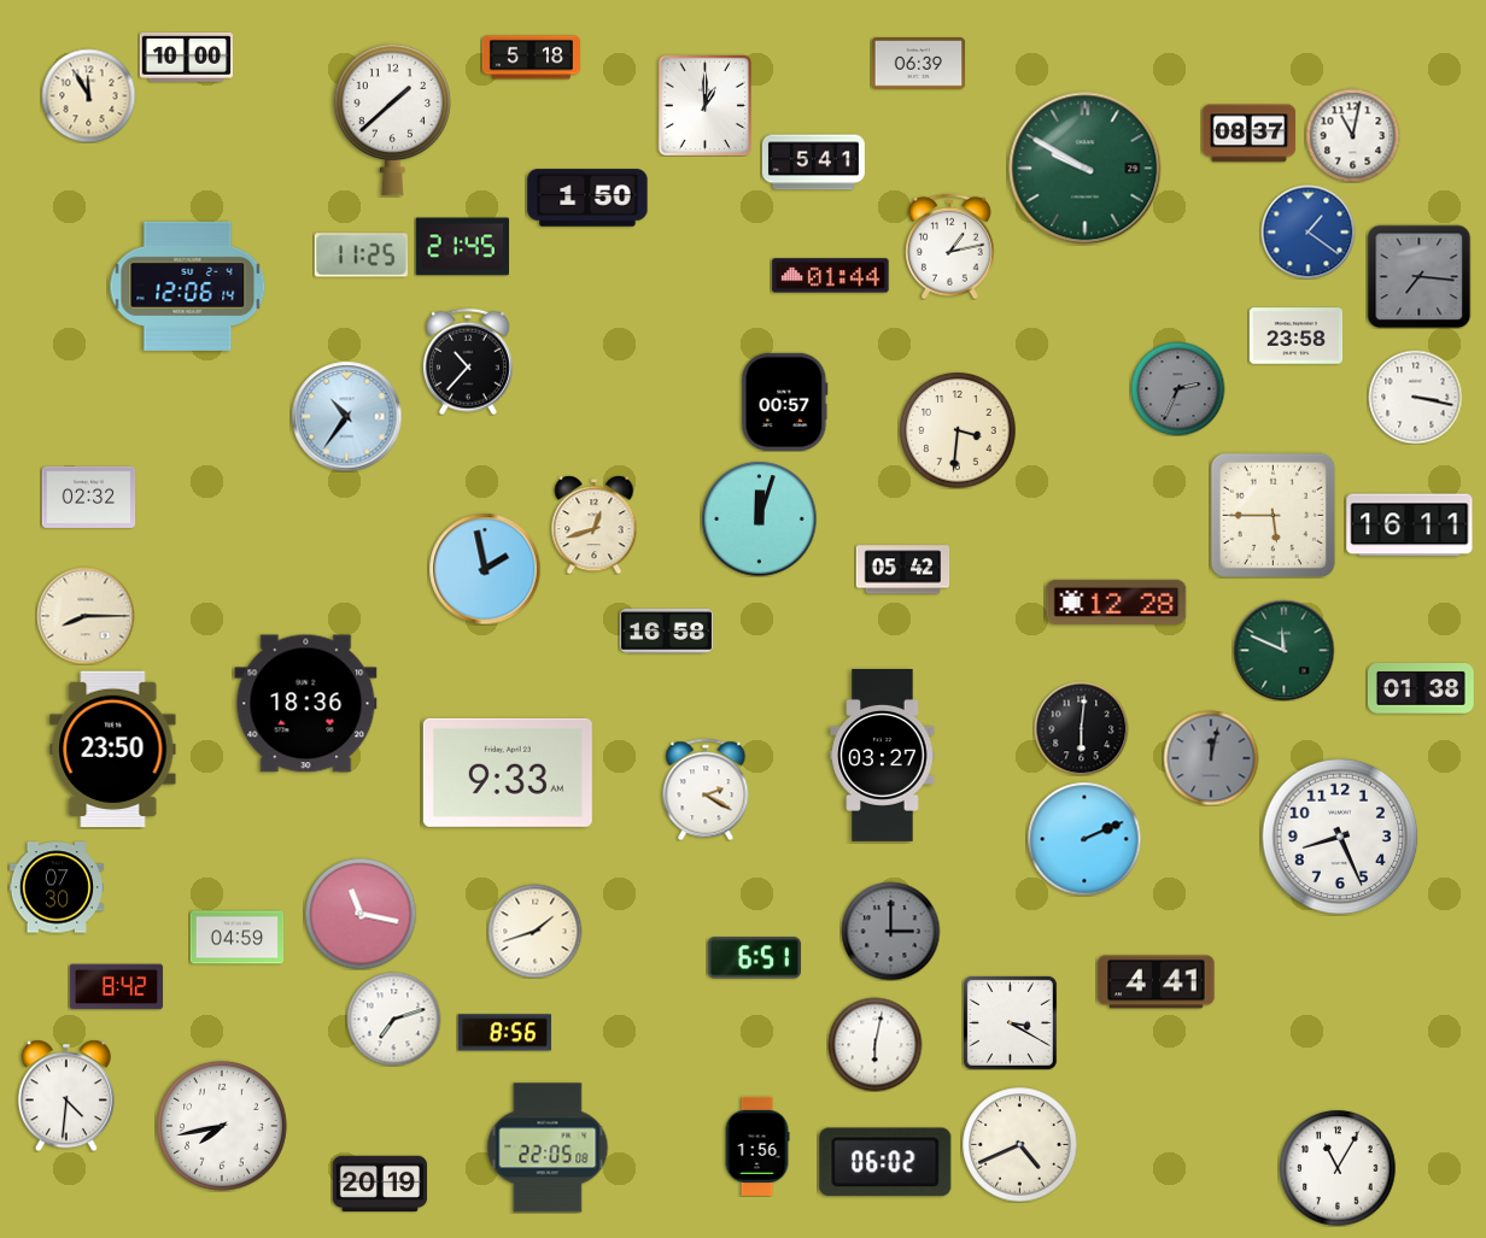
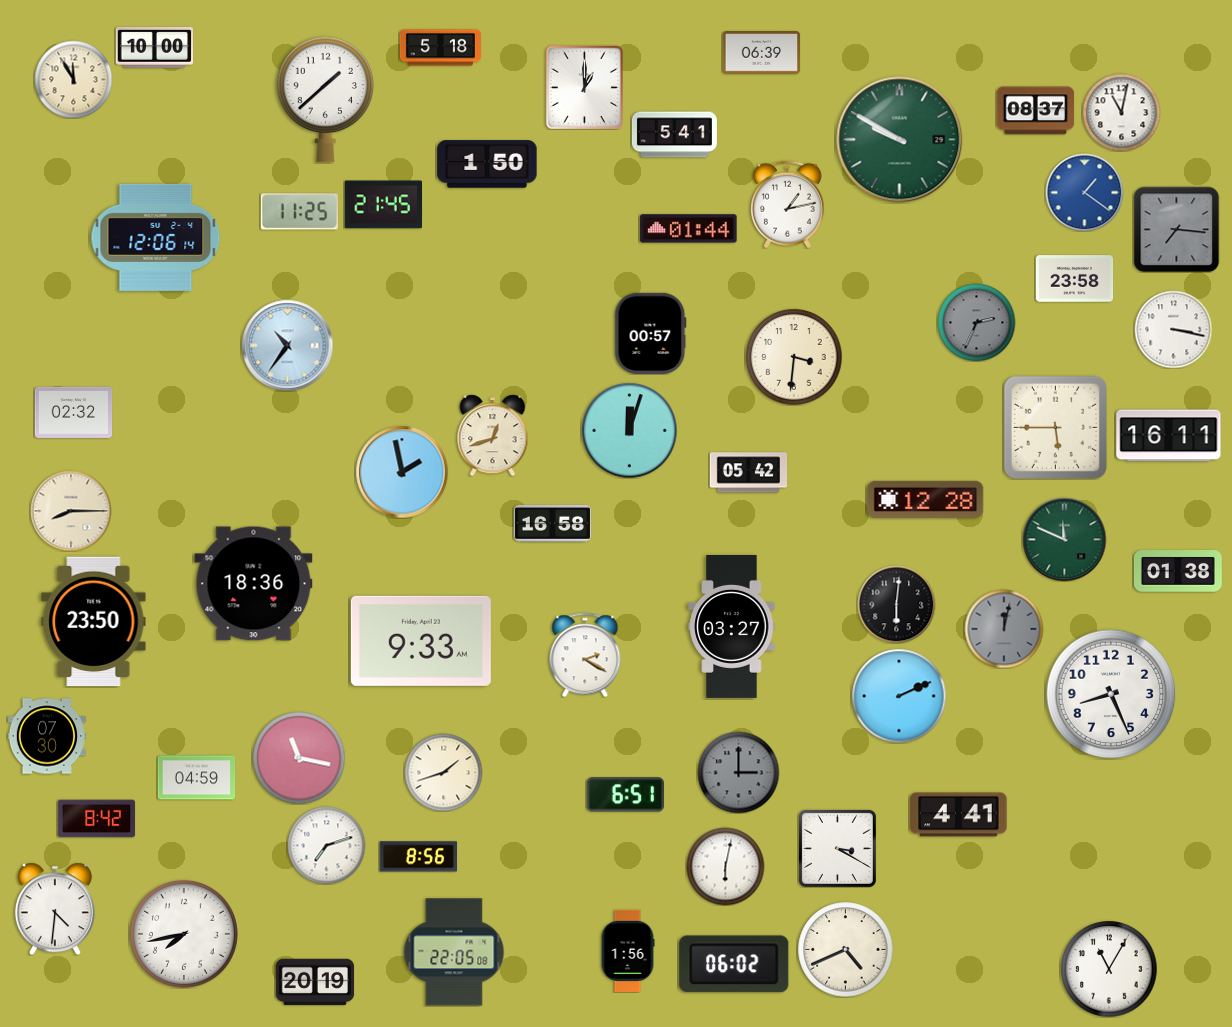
clock at (468, 362): 10:37 -> none
